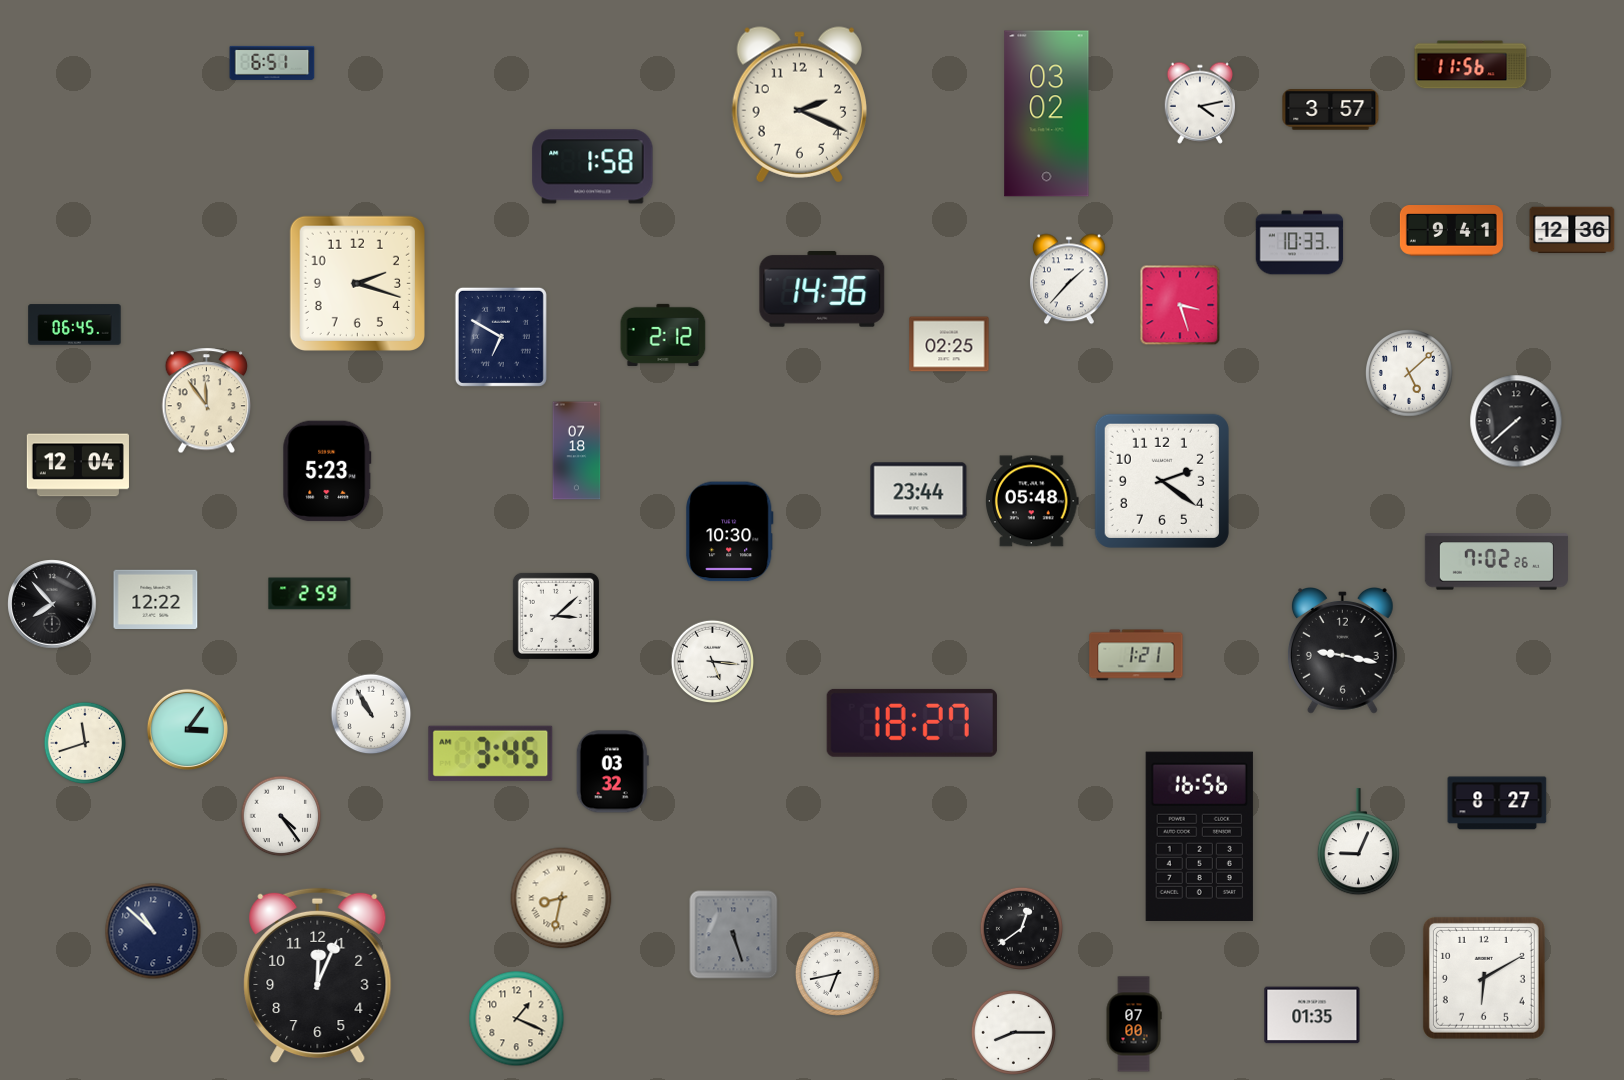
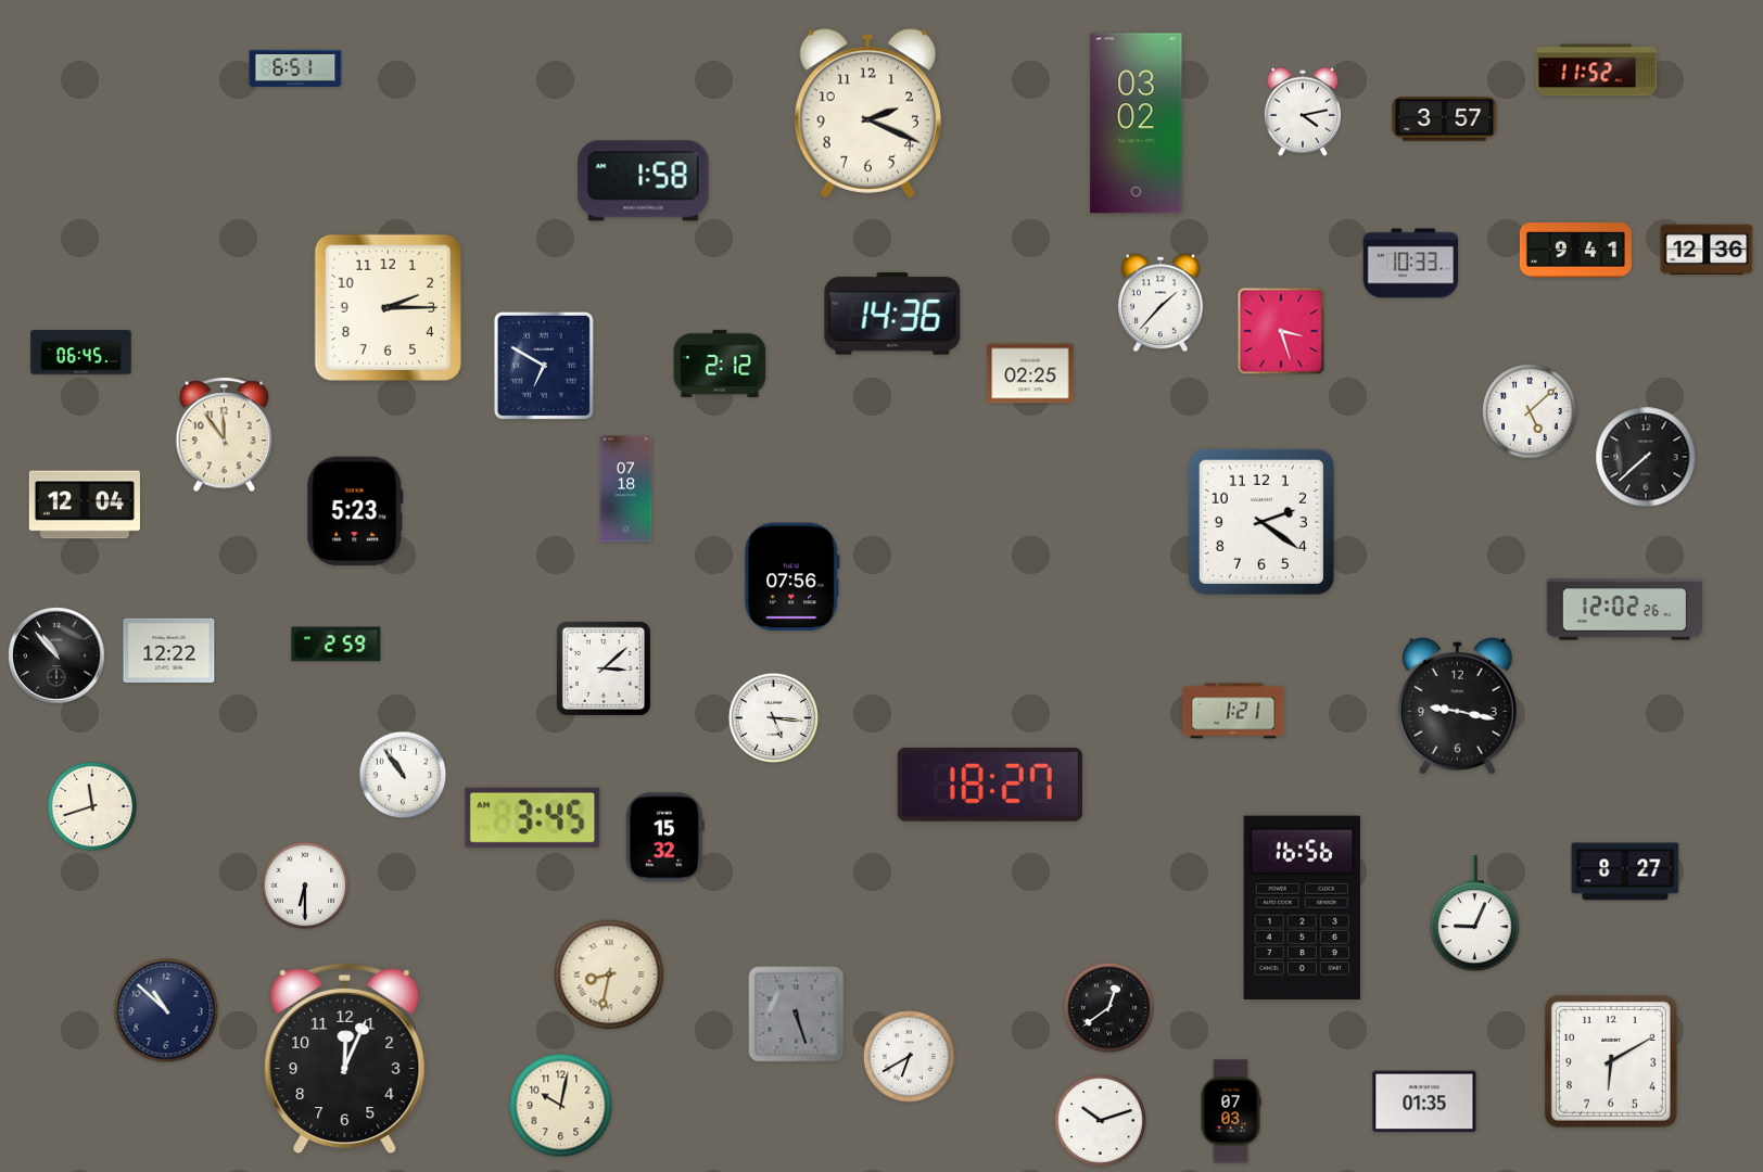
clock at (1471, 65): 11:56 -> 11:52
clock at (357, 283): 2:18 -> 2:15
clock at (1410, 374) position: (1410, 374) -> (1531, 412)
clock at (919, 491): 23:44 -> none
clock at (1033, 501): 05:48 -> none
clock at (729, 532): 10:30 -> 07:56
clock at (1496, 562): 7:02 -> 12:02
clock at (52, 604): 7:53 -> 10:53
clock at (371, 714): 10:55 -> 10:54
clock at (187, 729): 3:06 -> none
clock at (612, 772): 03:32 -> 15:32
clock at (281, 816): 4:24 -> 6:30
clock at (837, 973): 6:43 -> 6:40
clock at (517, 1019): 1:19 -> 10:02
clock at (1134, 1024): 07:00 -> 07:03
clock at (1013, 1032): 8:15 -> 10:12
